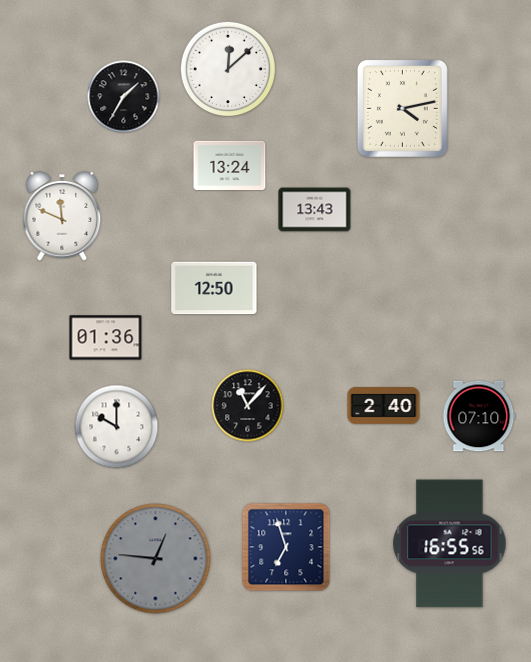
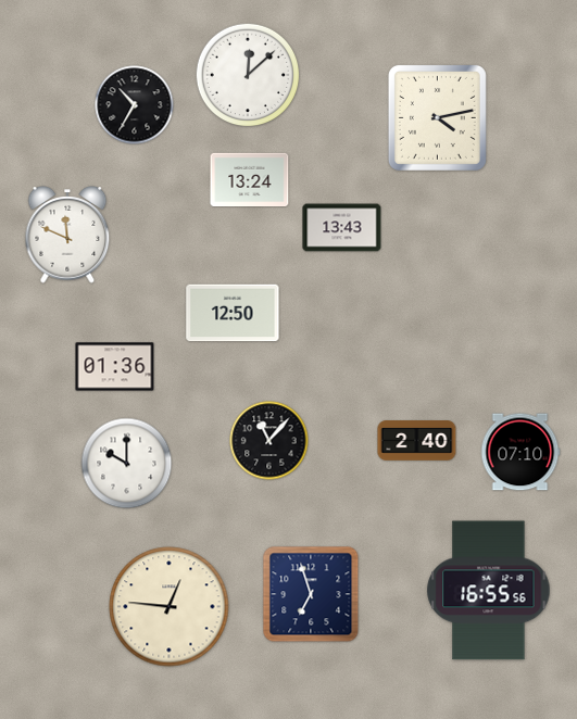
clock at (124, 97): 1:35 -> 10:35
clock at (156, 559) dial: grey -> cream
